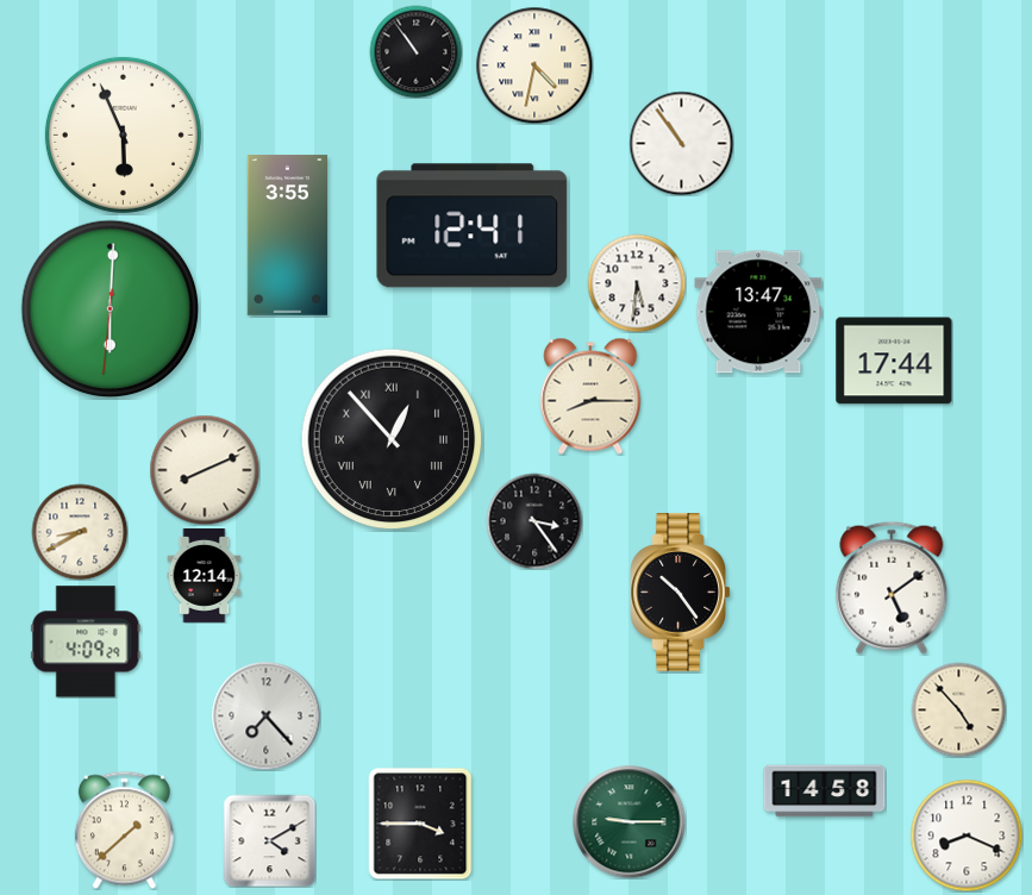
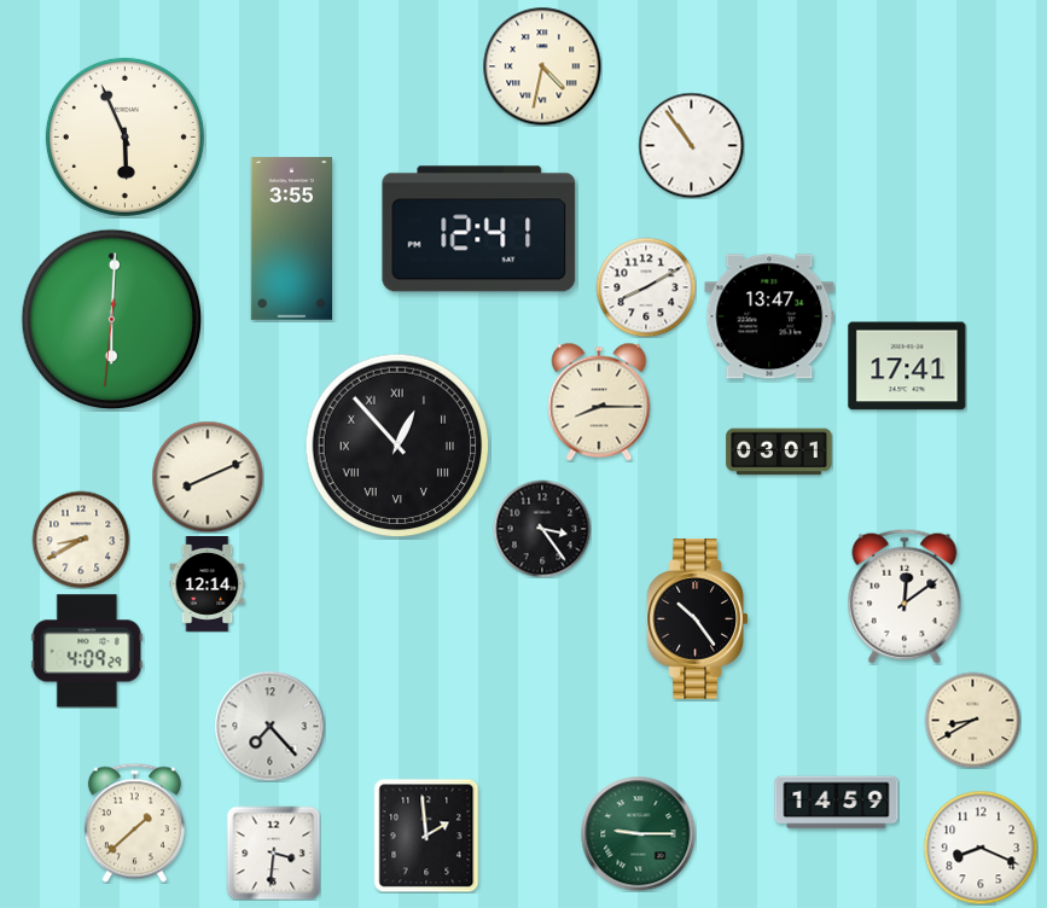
clock at (415, 51): 10:54 -> none
clock at (637, 283): 5:31 -> 8:10
clock at (111, 309) position: (111, 309) -> (112, 320)
clock at (894, 361): 17:44 -> 17:41
clock at (779, 452): none -> 03:01
clock at (892, 588): 5:09 -> 12:09
clock at (681, 593) position: (681, 593) -> (698, 619)
clock at (958, 709): 4:53 -> 8:40
clock at (825, 791): 14:58 -> 14:59
clock at (420, 824): 3:45 -> 1:59
clock at (124, 830) position: (124, 830) -> (134, 822)
clock at (269, 840): 4:10 -> 3:31
